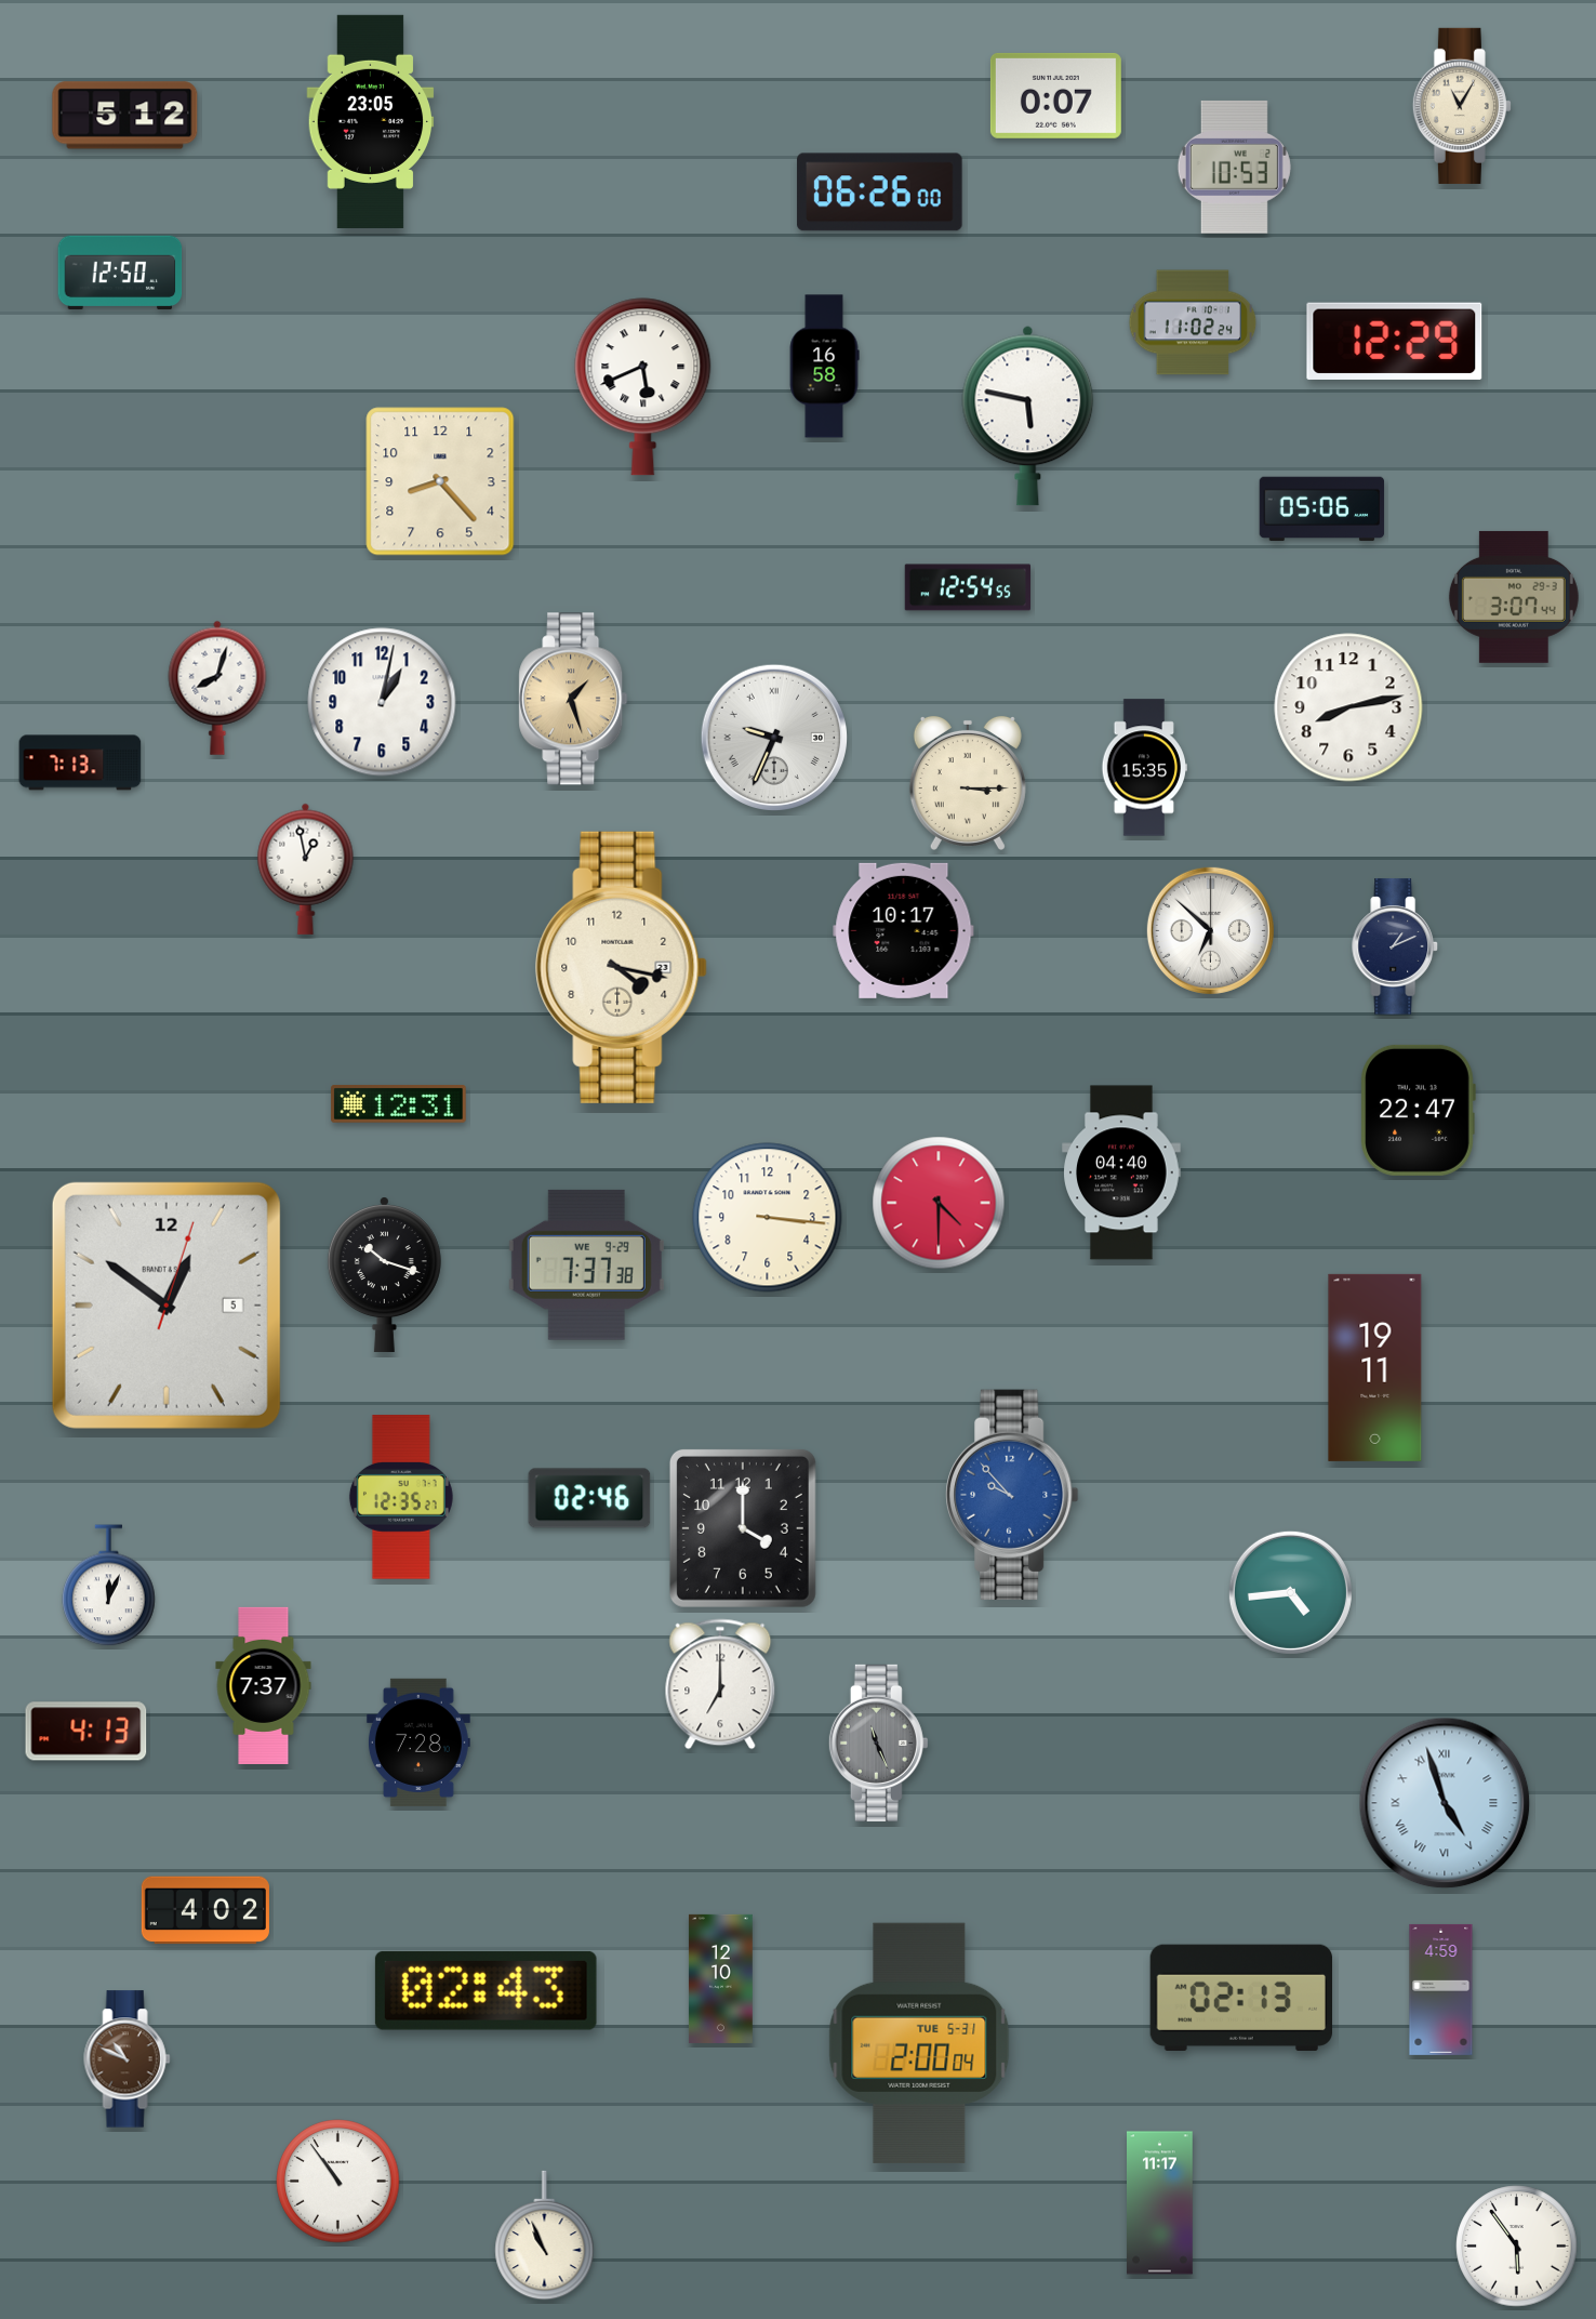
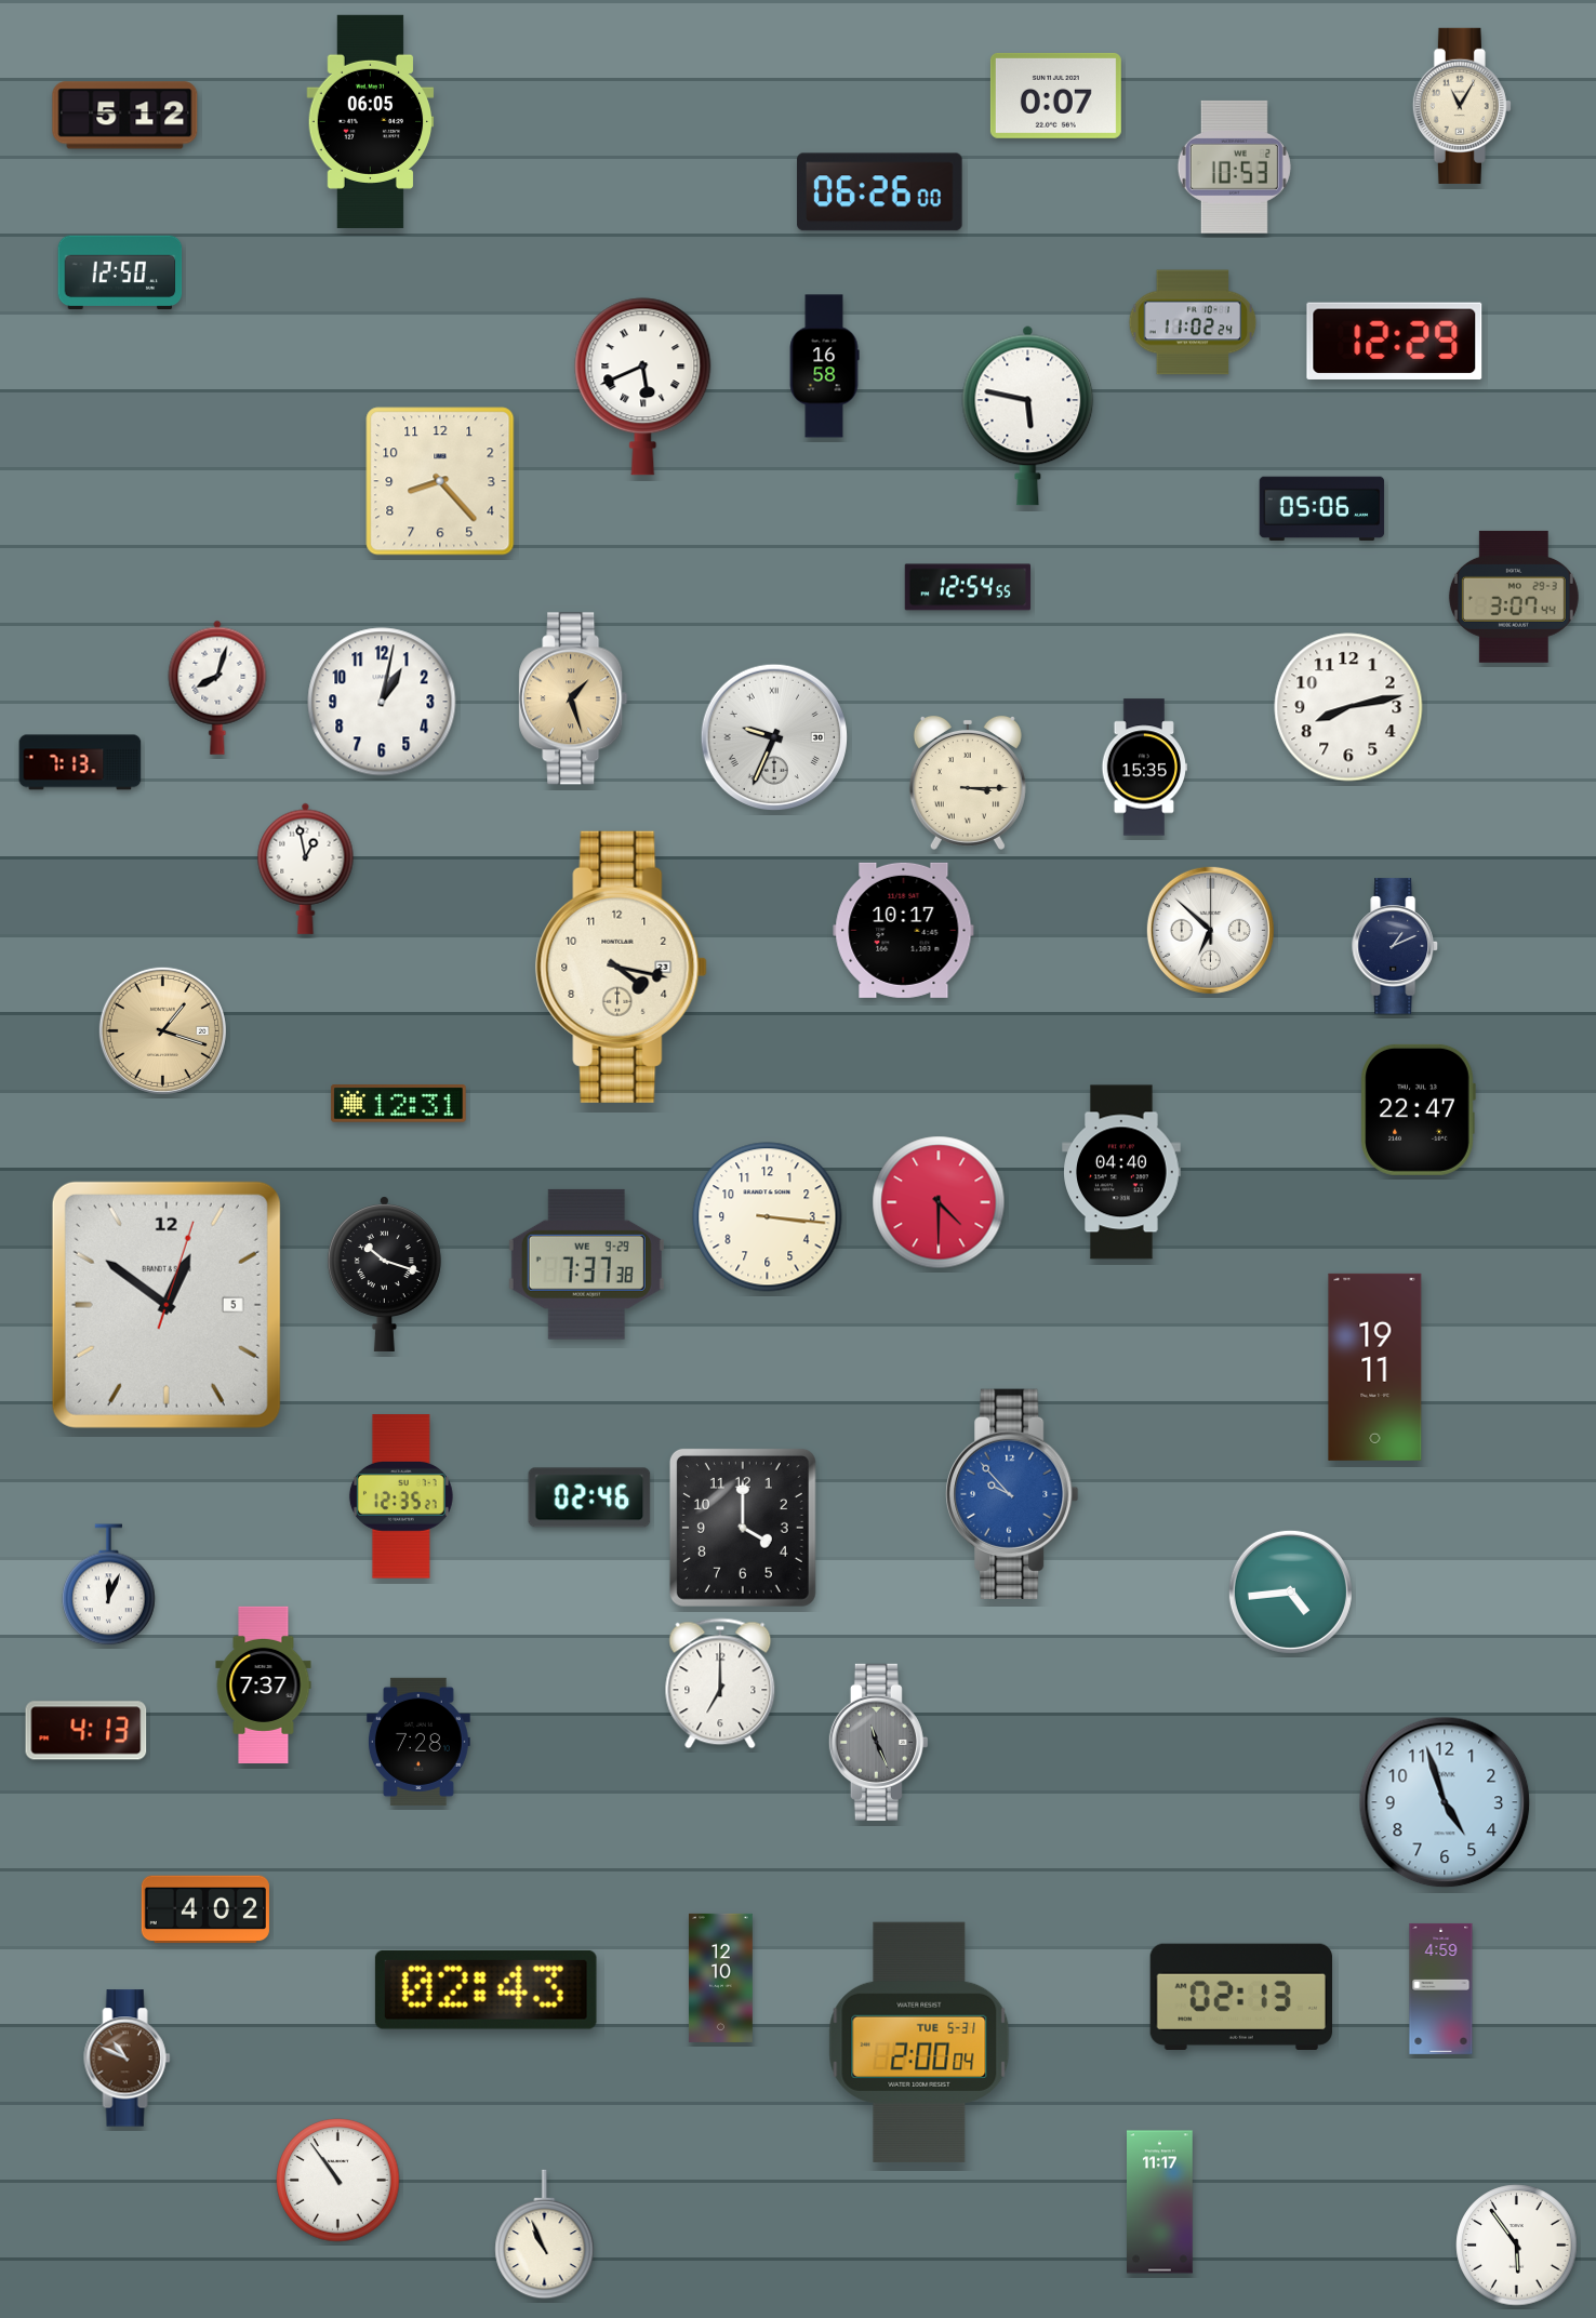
clock at (371, 121): 23:05 -> 06:05
clock at (162, 1030): none -> 1:18
clock at (1445, 1803) numerals: Roman -> Arabic
